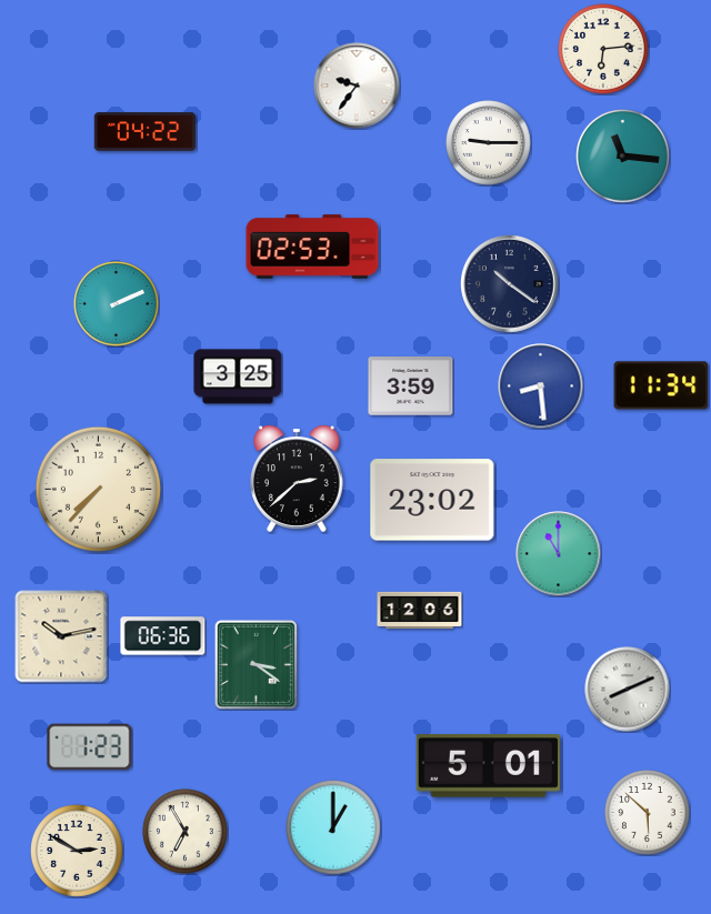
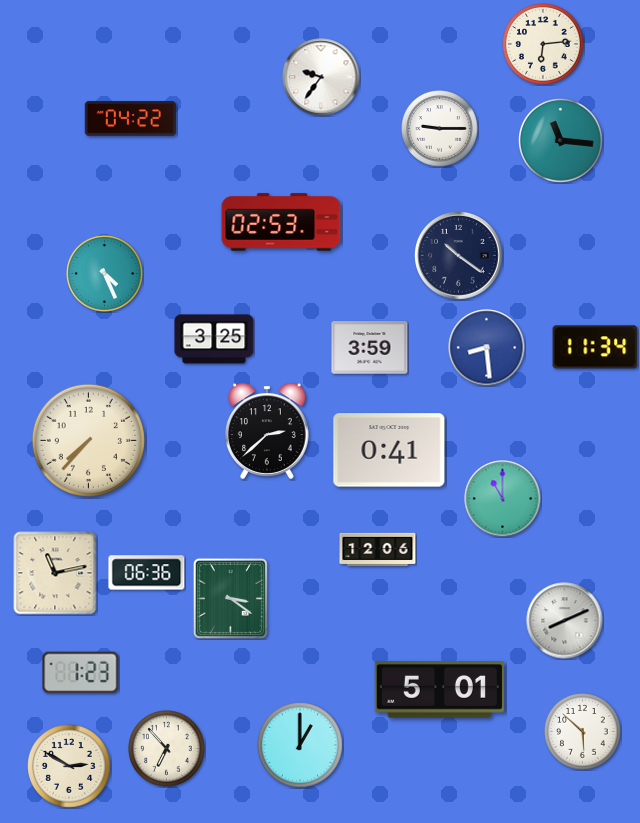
clock at (117, 304): 2:11 -> 4:26
clock at (432, 500): 23:02 -> 0:41
clock at (61, 636): 10:13 -> 11:13
clock at (186, 832): 6:55 -> 6:53
